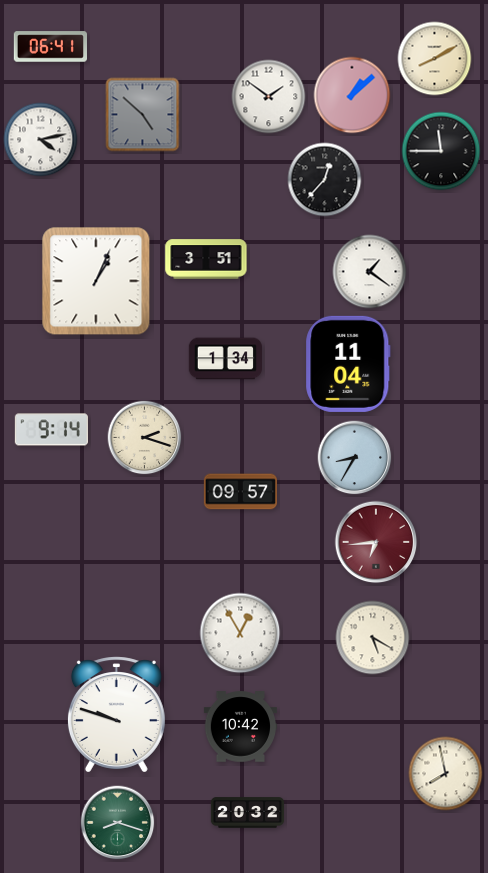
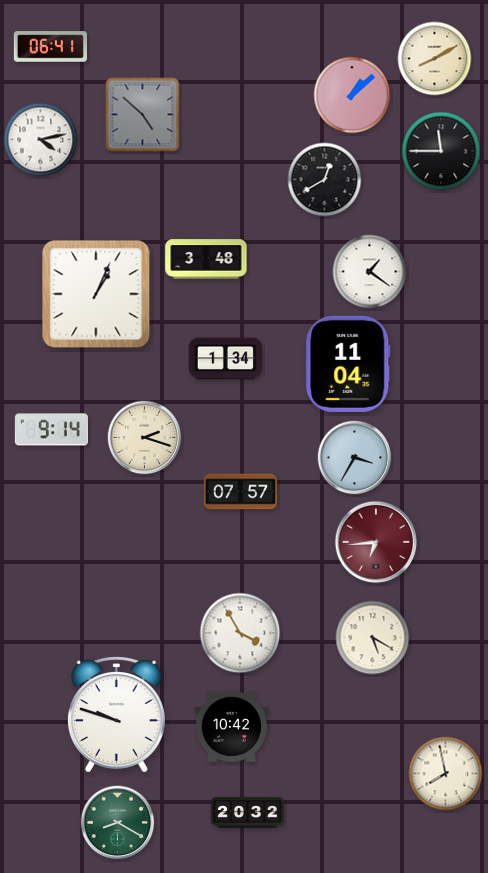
clock at (269, 97): 1:51 -> none
clock at (325, 180): 12:37 -> 12:40
clock at (206, 259): 3:51 -> 3:48
clock at (96, 281) position: (96, 281) -> (96, 294)
clock at (355, 458): 8:35 -> 3:35
clock at (241, 492): 09:57 -> 07:57
clock at (240, 633): 12:55 -> 3:55
clock at (241, 727) position: (241, 727) -> (232, 727)
clock at (118, 823): 8:18 -> 8:20
